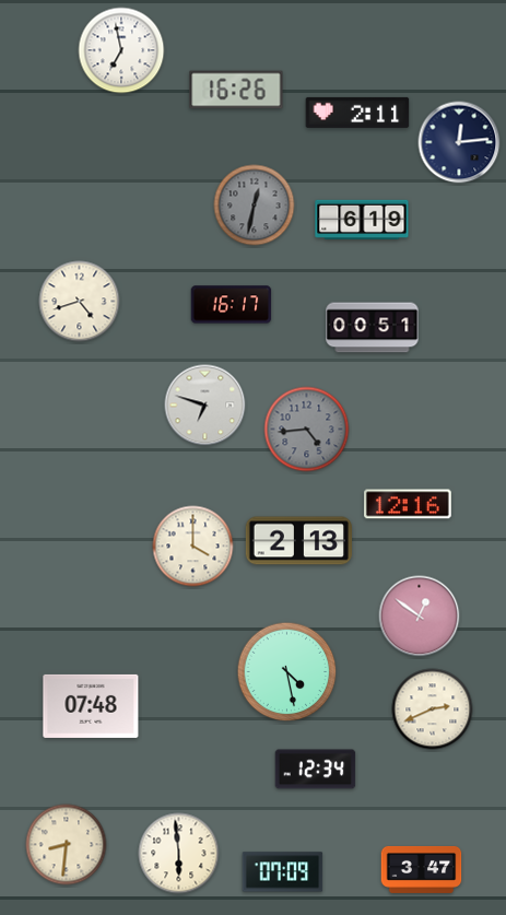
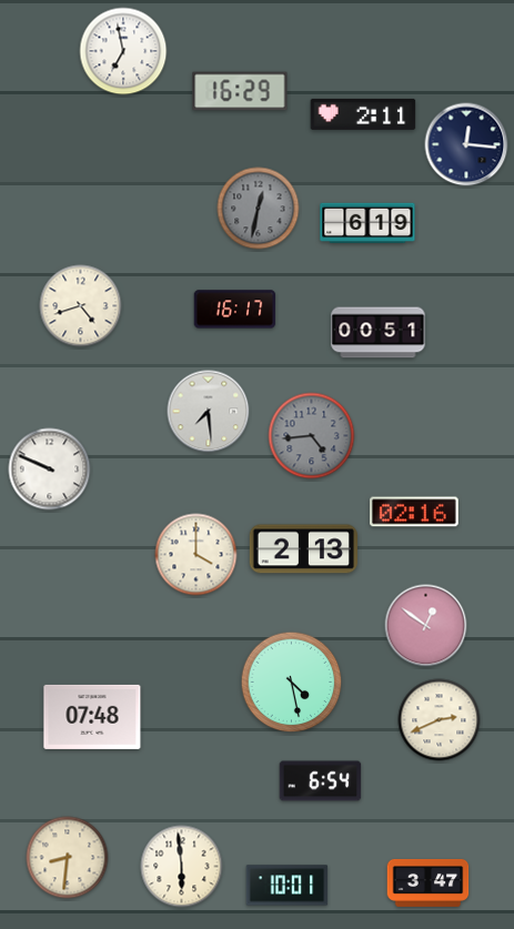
clock at (236, 90): 16:26 -> 16:29
clock at (459, 142): 12:14 -> 12:16
clock at (205, 406): 6:48 -> 7:29
clock at (50, 469): none -> 9:49
clock at (409, 504): 12:16 -> 02:16
clock at (316, 770): 12:34 -> 6:54
clock at (283, 872): 07:09 -> 10:01
